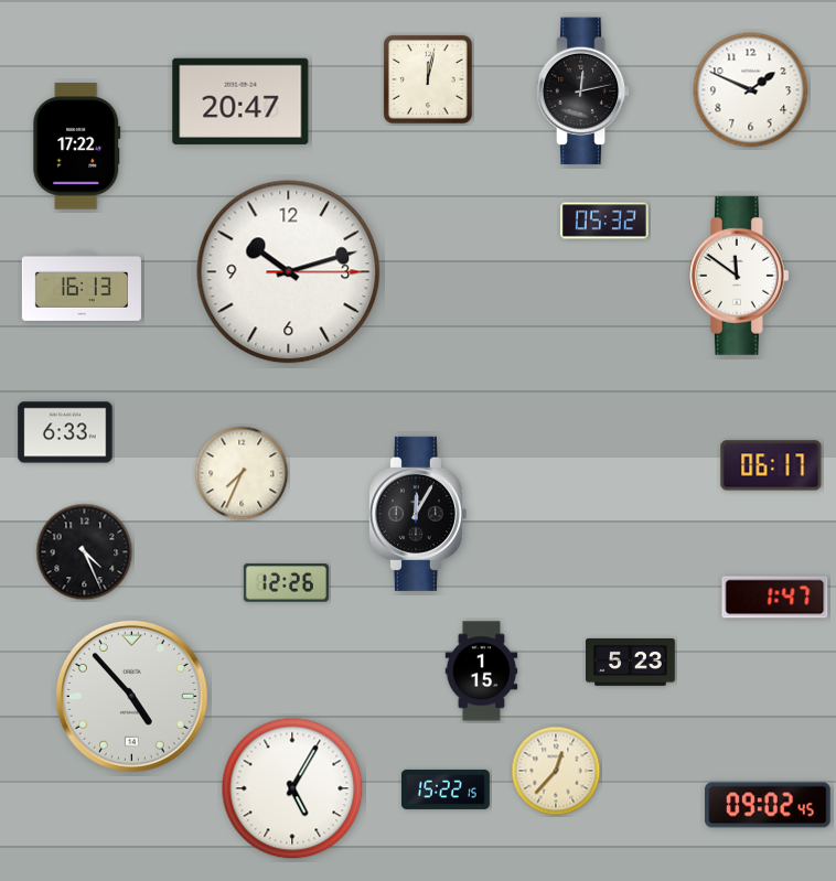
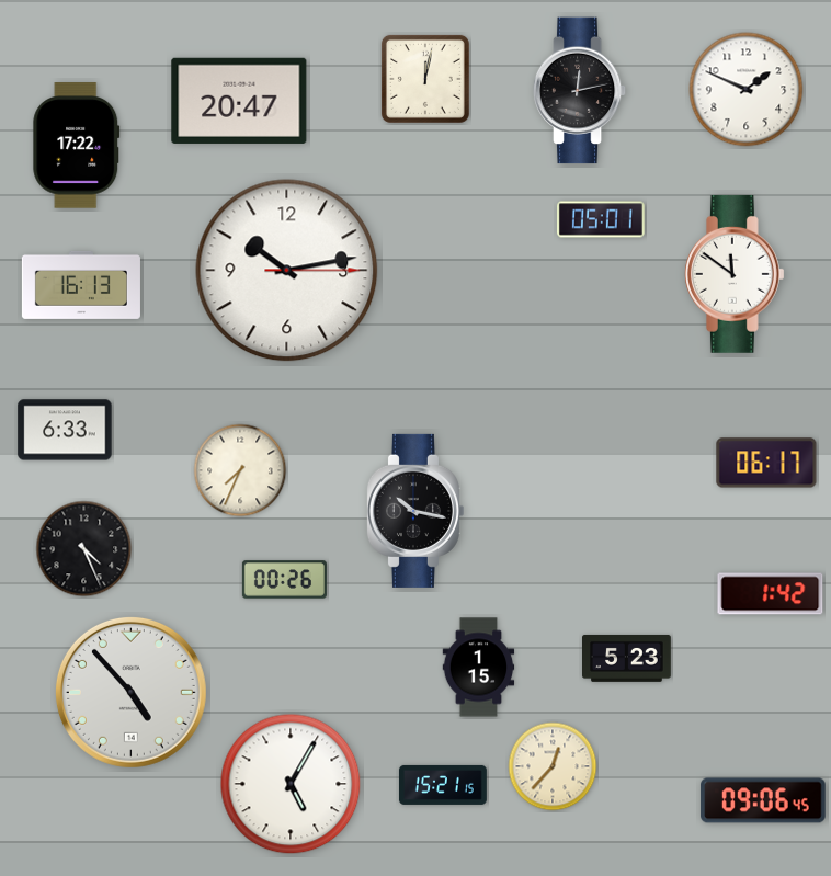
clock at (604, 221): 05:32 -> 05:01
clock at (289, 272): 10:12 -> 10:13
clock at (417, 514): 12:05 -> 10:17
clock at (286, 583): 12:26 -> 00:26
clock at (775, 598): 1:47 -> 1:42
clock at (446, 789): 15:22 -> 15:21
clock at (768, 805): 09:02 -> 09:06
